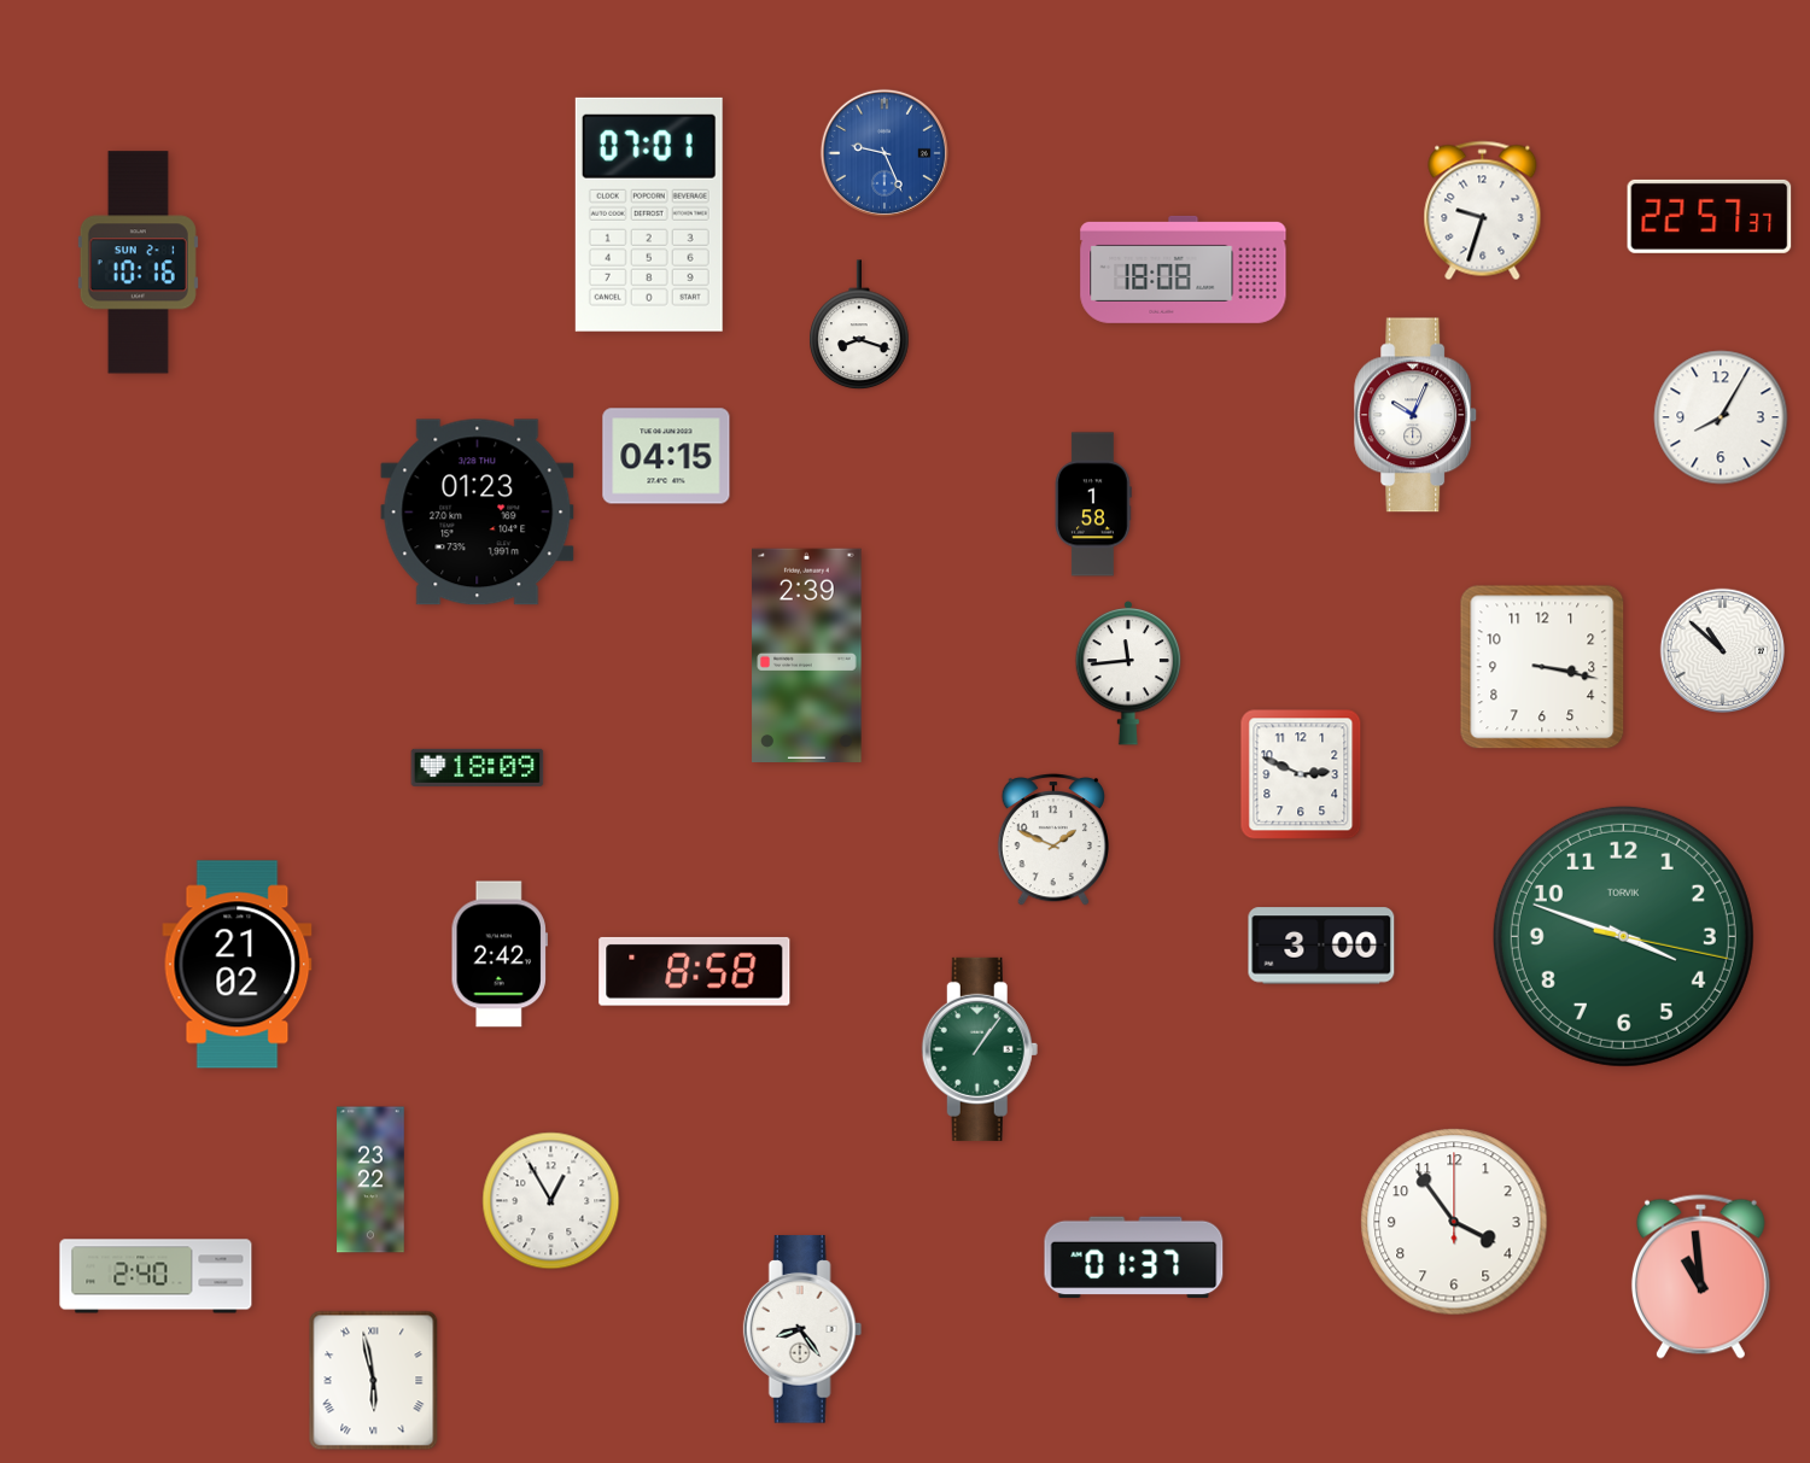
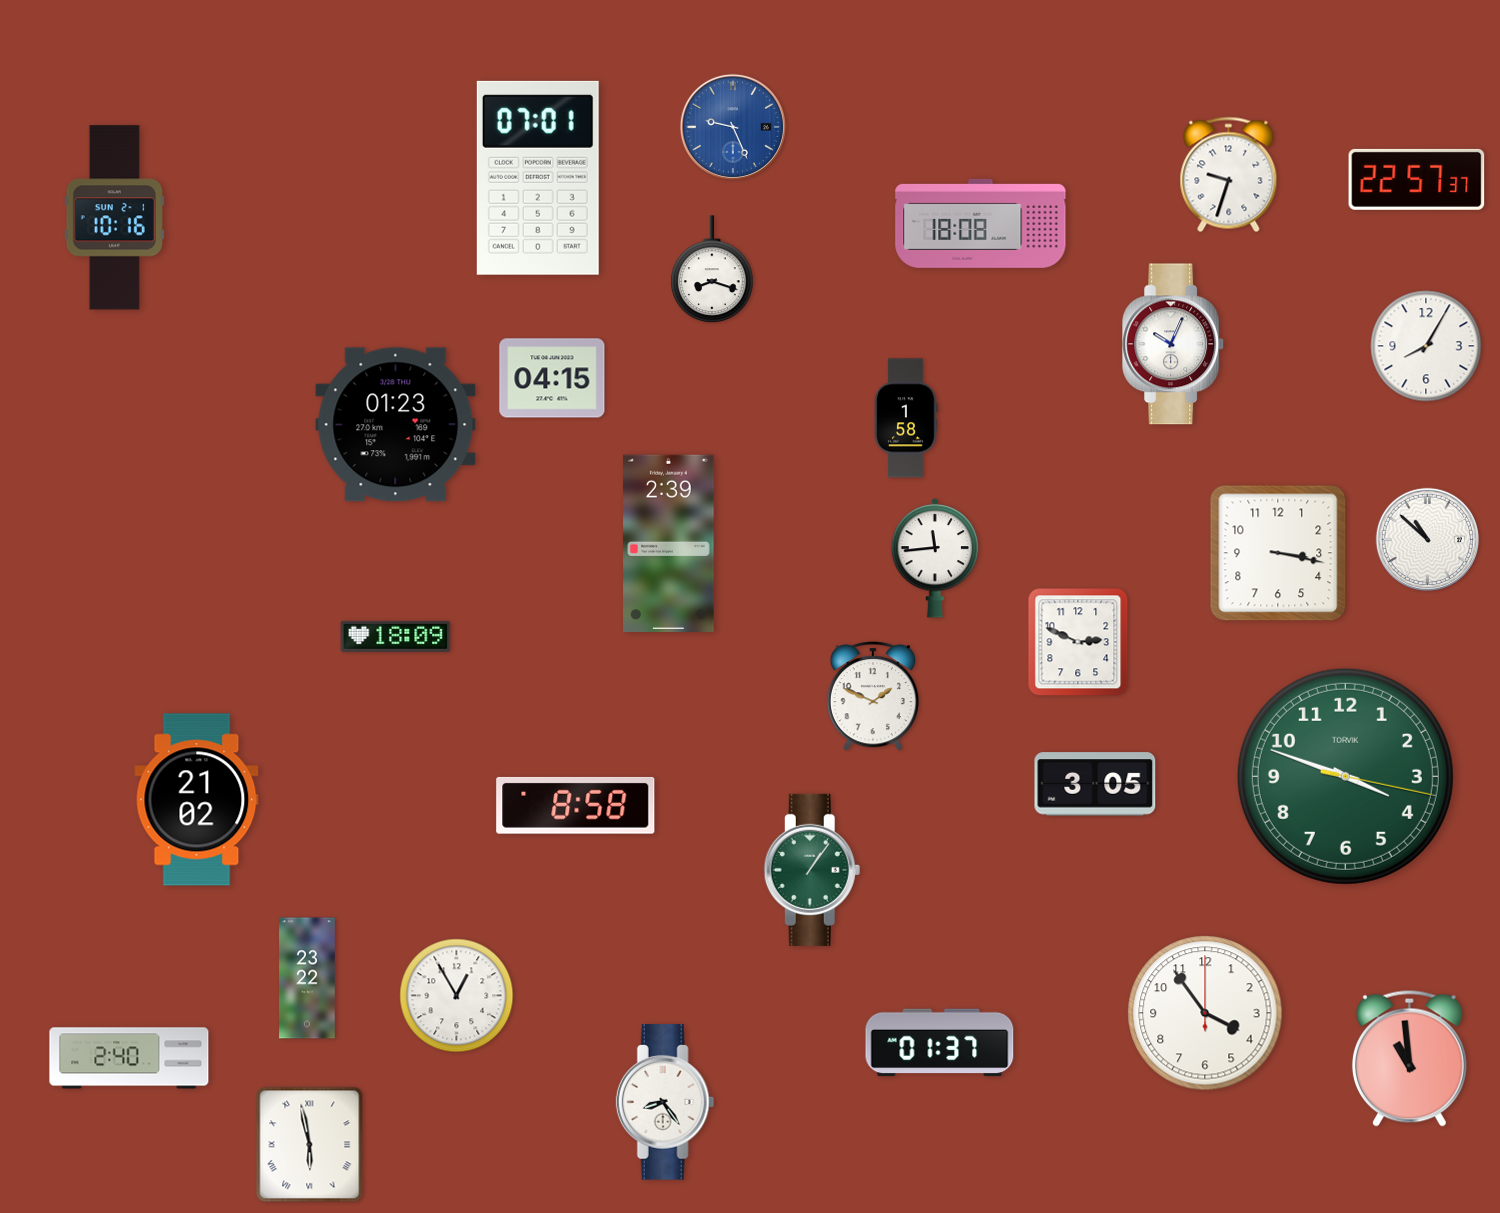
clock at (1321, 946): 3:00 -> 3:05
clock at (500, 954): 2:42 -> none
